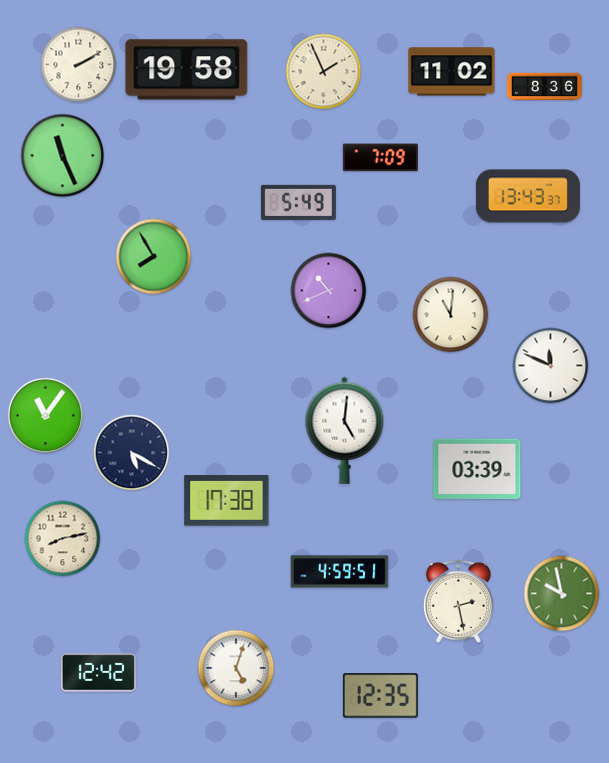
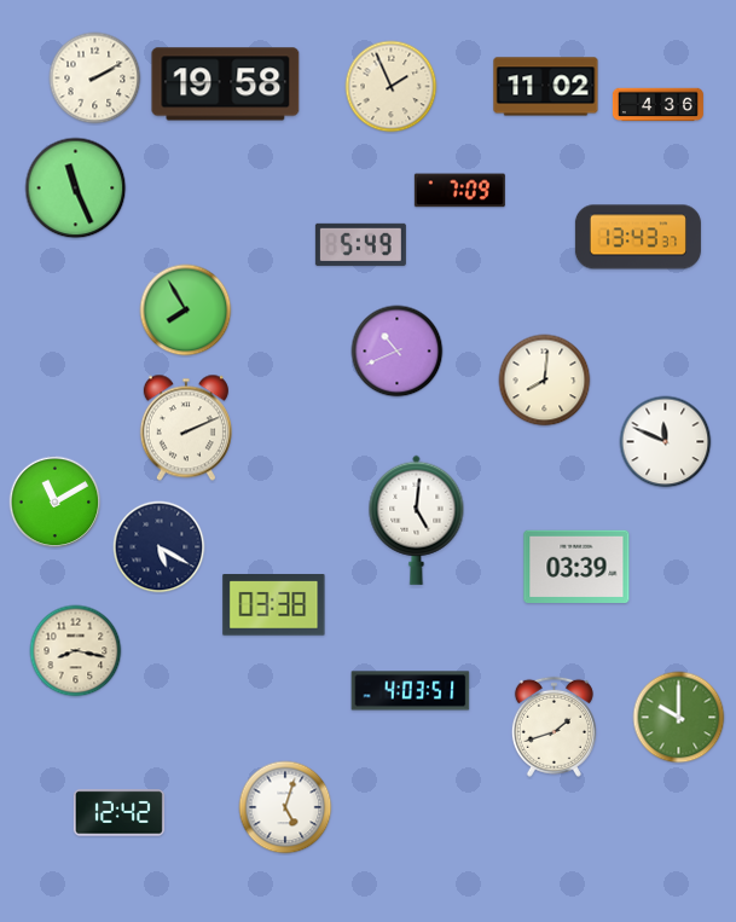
clock at (544, 87): 8:36 -> 4:36
clock at (451, 315): 11:01 -> 8:01
clock at (186, 428): none -> 2:11
clock at (46, 416): 11:06 -> 11:10
clock at (227, 501): 17:38 -> 03:38
clock at (63, 539): 8:13 -> 8:17
clock at (340, 572): 4:59 -> 4:03
clock at (562, 594): 9:58 -> 10:00
clock at (458, 601): 2:28 -> 1:42
clock at (380, 696): 12:35 -> none
